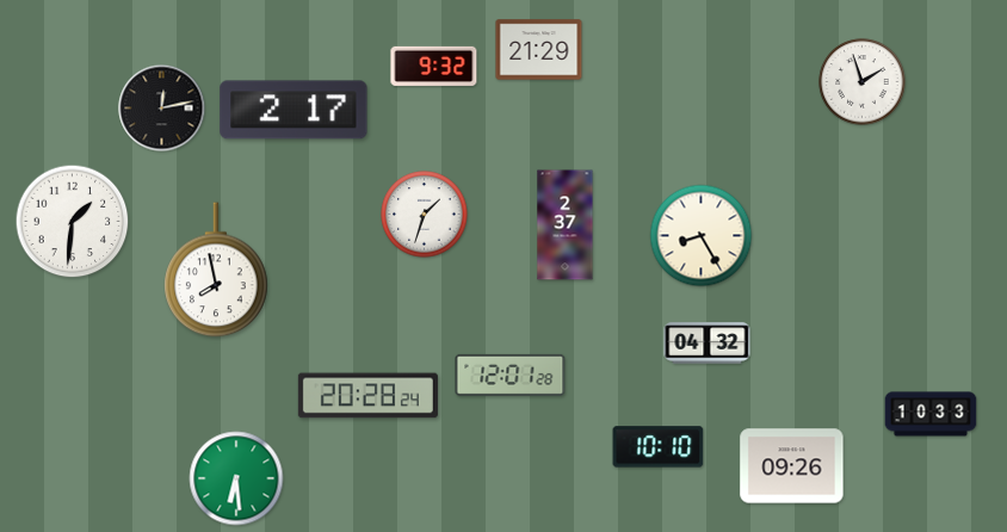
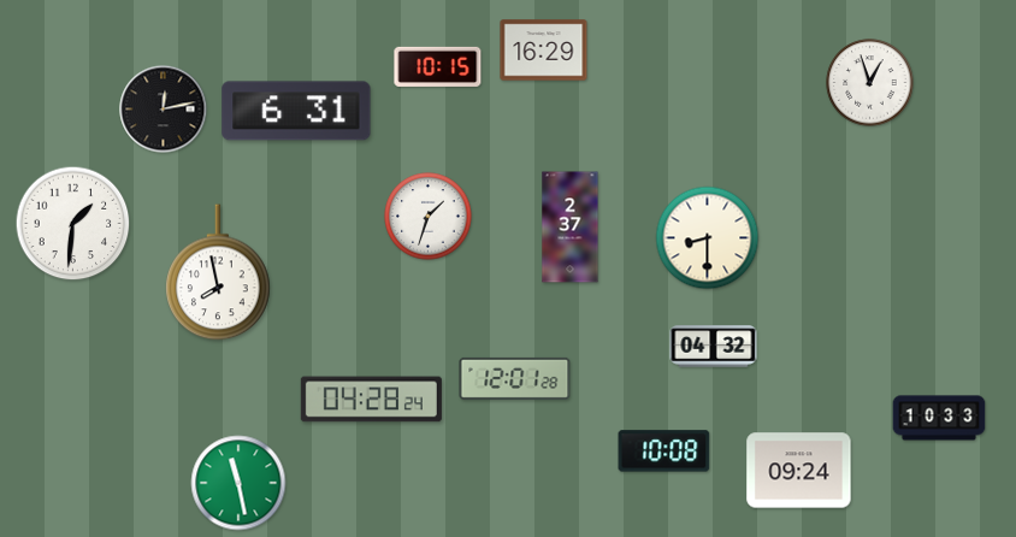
clock at (539, 50): 21:29 -> 16:29
clock at (434, 66): 9:32 -> 10:15
clock at (863, 82): 1:57 -> 12:57
clock at (294, 110): 2:17 -> 6:31
clock at (702, 236): 8:25 -> 8:30
clock at (367, 396): 20:28 -> 04:28
clock at (659, 447): 10:10 -> 10:08
clock at (792, 466): 09:26 -> 09:24
clock at (236, 478): 6:29 -> 11:28
